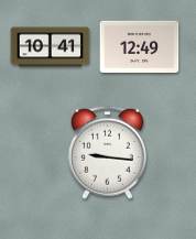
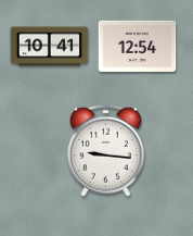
clock at (140, 46): 12:49 -> 12:54
